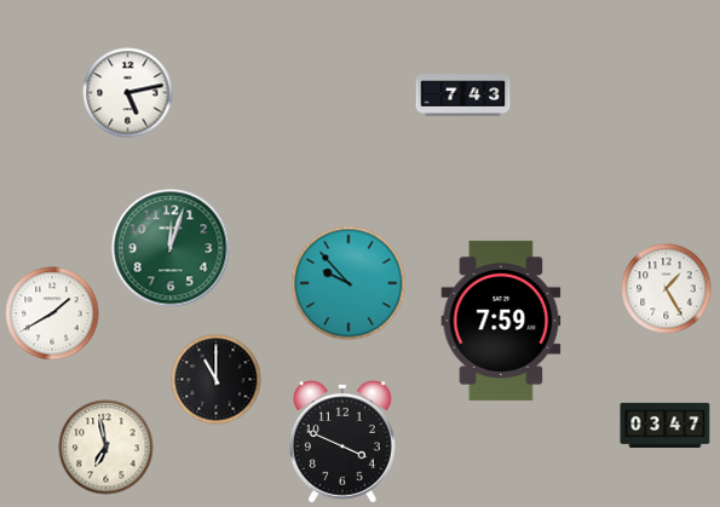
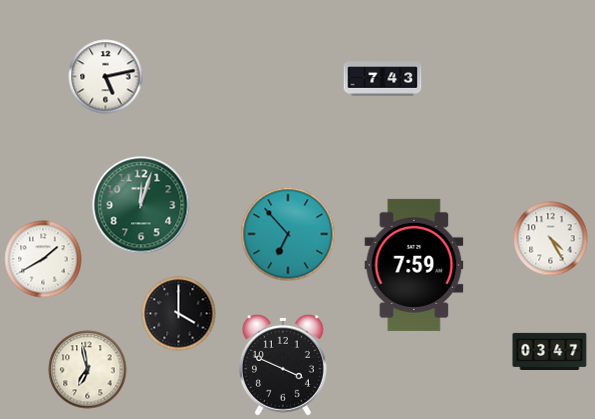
clock at (349, 283): 9:53 -> 6:53
clock at (667, 289): 1:25 -> 4:25
clock at (217, 380): 11:00 -> 4:00
